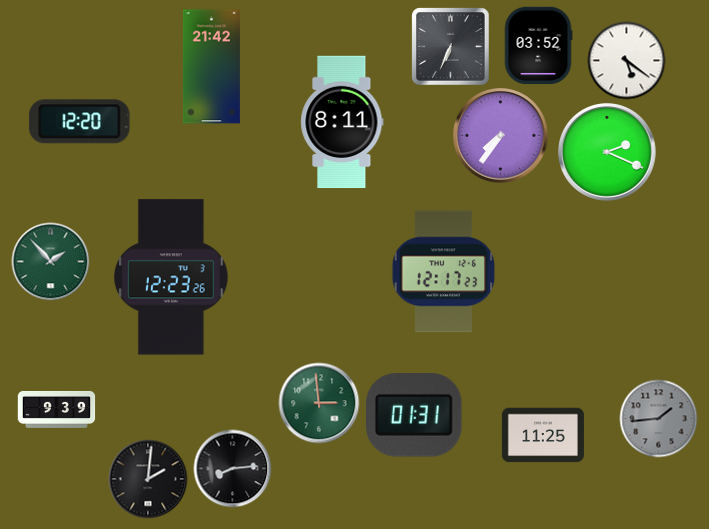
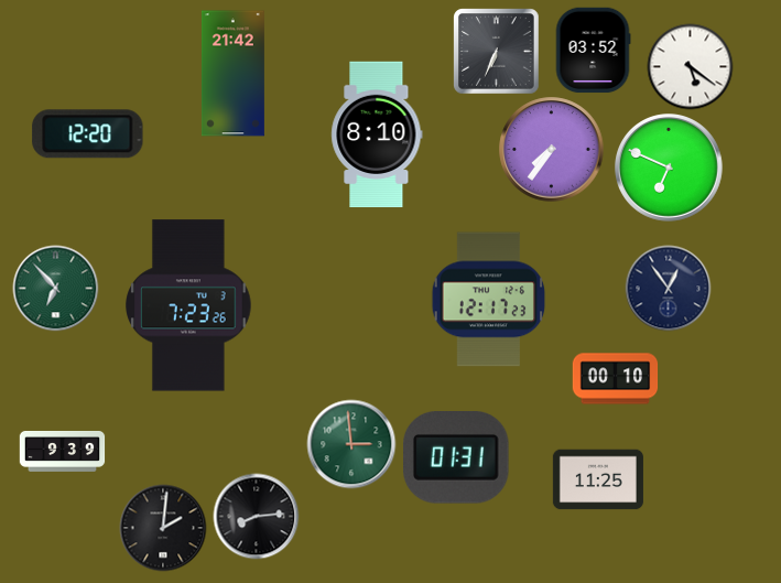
clock at (342, 122): 8:11 -> 8:10
clock at (608, 153): 2:19 -> 6:49
clock at (50, 261): 1:53 -> 6:53
clock at (668, 288): none -> 12:54
clock at (171, 277): 12:23 -> 7:23
clock at (615, 379): none -> 00:10
clock at (658, 418): 1:44 -> none
